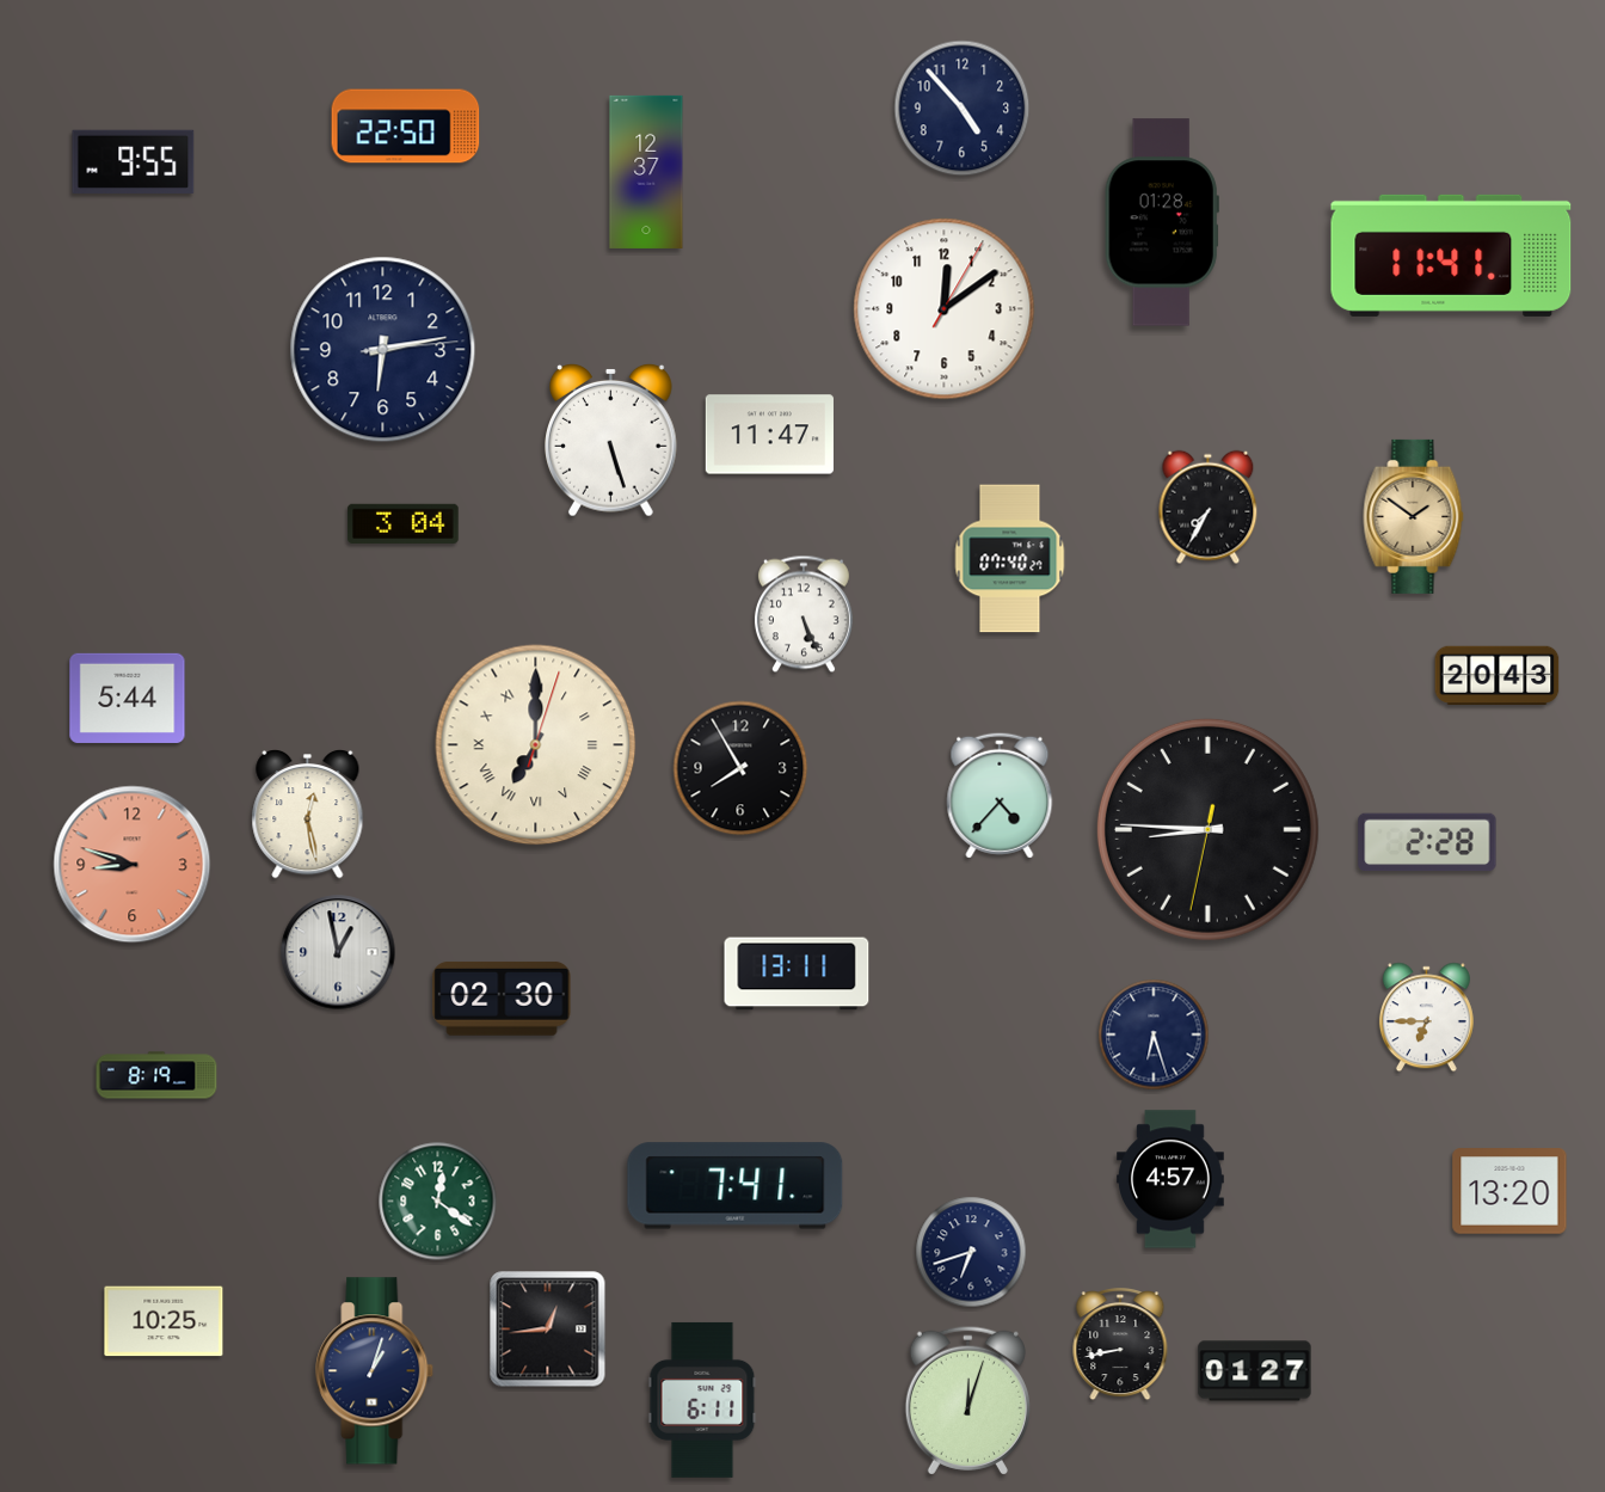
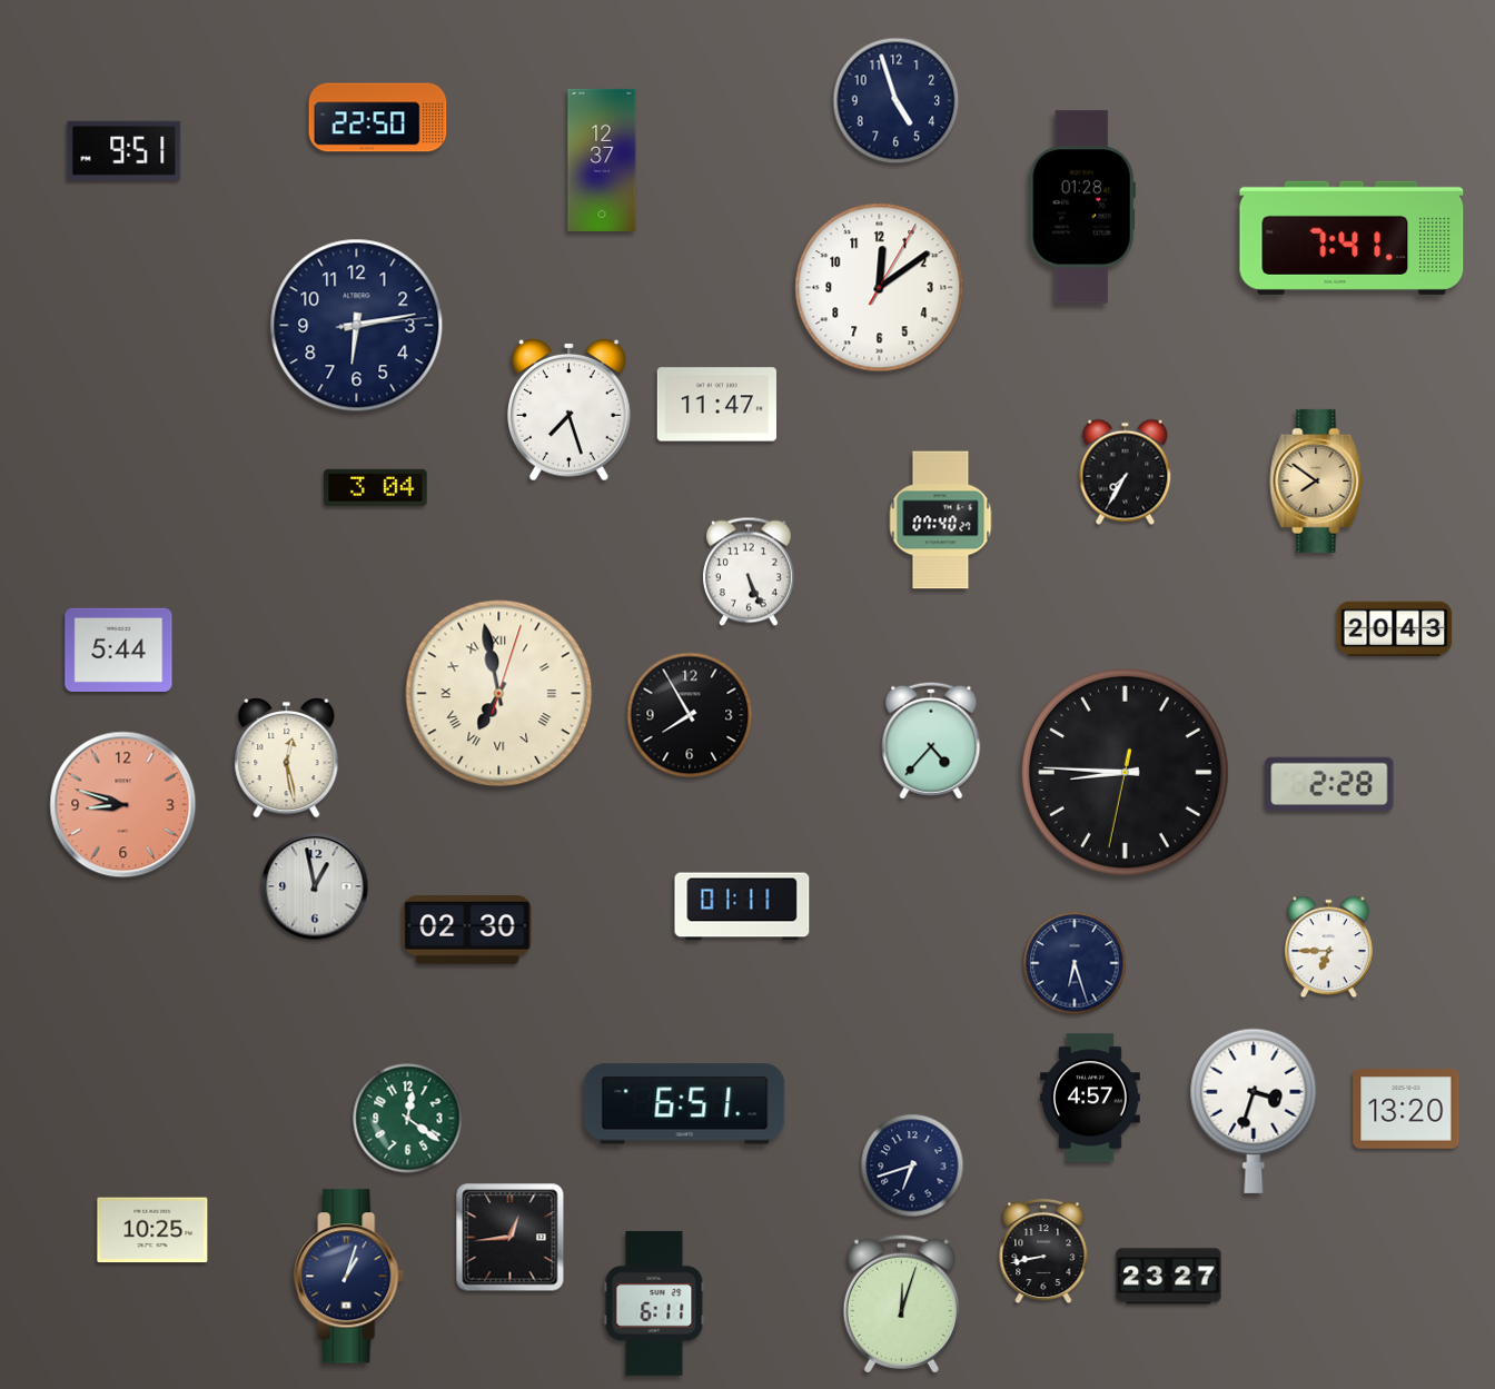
clock at (963, 109): 4:53 -> 4:57
clock at (134, 161): 9:55 -> 9:51
clock at (1451, 256): 11:41 -> 7:41
clock at (611, 440): 5:27 -> 7:27
clock at (1414, 516): 1:51 -> 7:51
clock at (536, 745): 7:00 -> 6:58
clock at (797, 974): 13:11 -> 01:11
clock at (156, 1075): 8:19 -> none
clock at (736, 1186): 7:41 -> 6:51
clock at (1254, 1111): none -> 3:33
clock at (971, 1252) position: (971, 1252) -> (912, 1165)
clock at (1255, 1371): 01:27 -> 23:27
